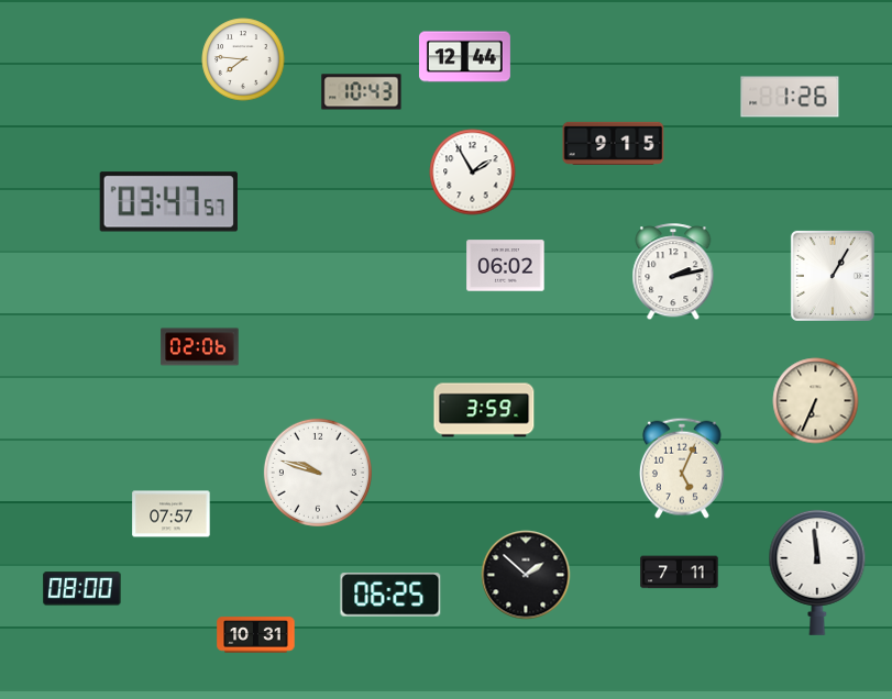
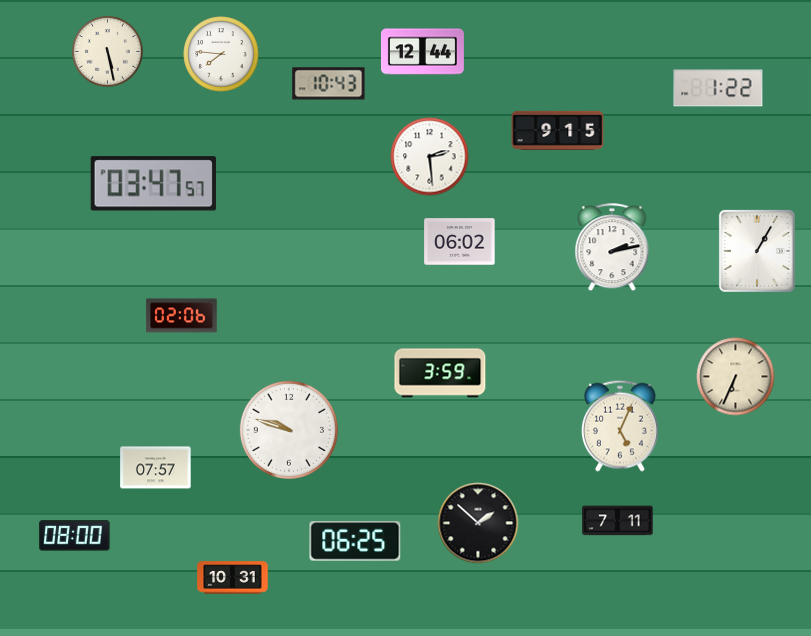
clock at (107, 51): none -> 5:28
clock at (790, 97): 1:26 -> 1:22
clock at (473, 173): 1:55 -> 2:29
clock at (816, 401) position: (816, 401) -> (736, 377)
clock at (817, 573): 11:59 -> none
